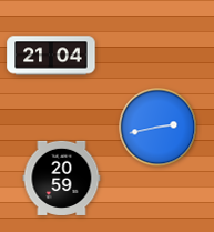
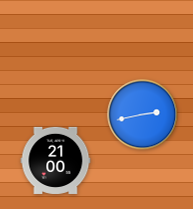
clock at (51, 56): 21:04 -> none
clock at (62, 178): 20:59 -> 21:00
